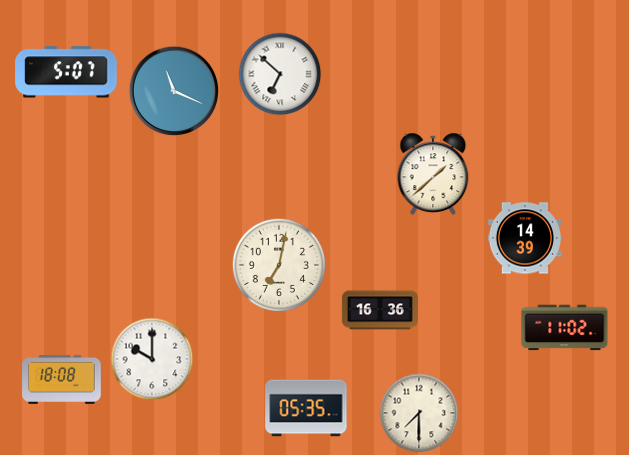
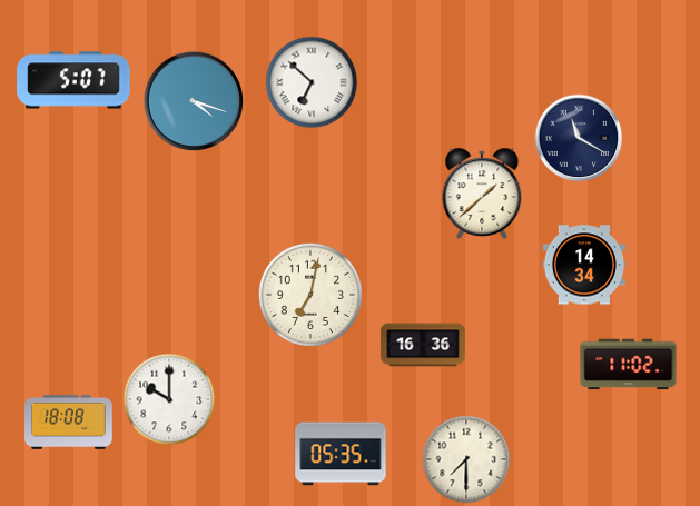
clock at (174, 91): 11:19 -> 4:18
clock at (579, 138): none -> 11:20
clock at (525, 238): 14:39 -> 14:34
